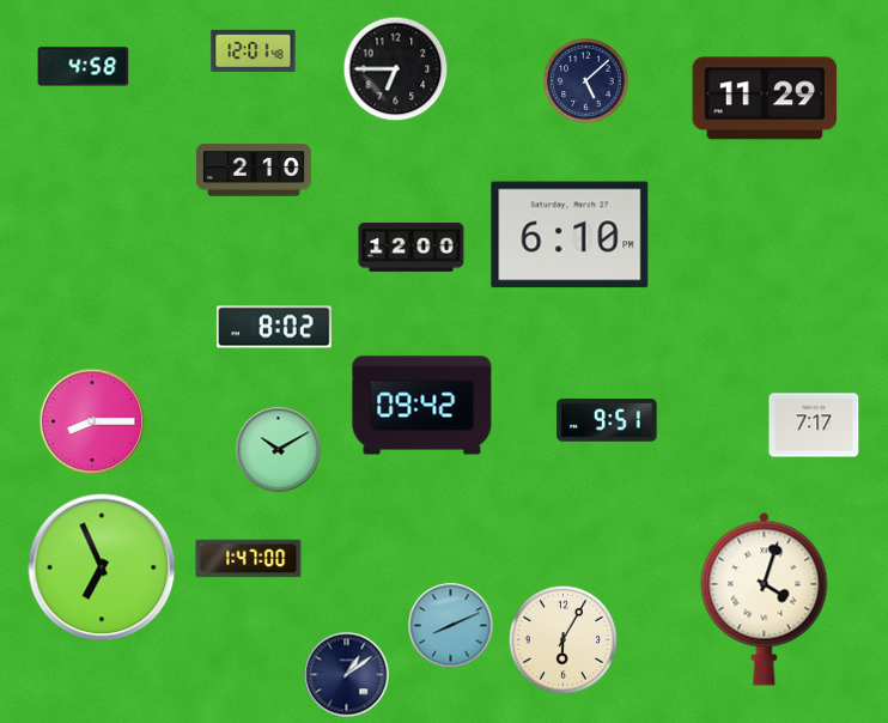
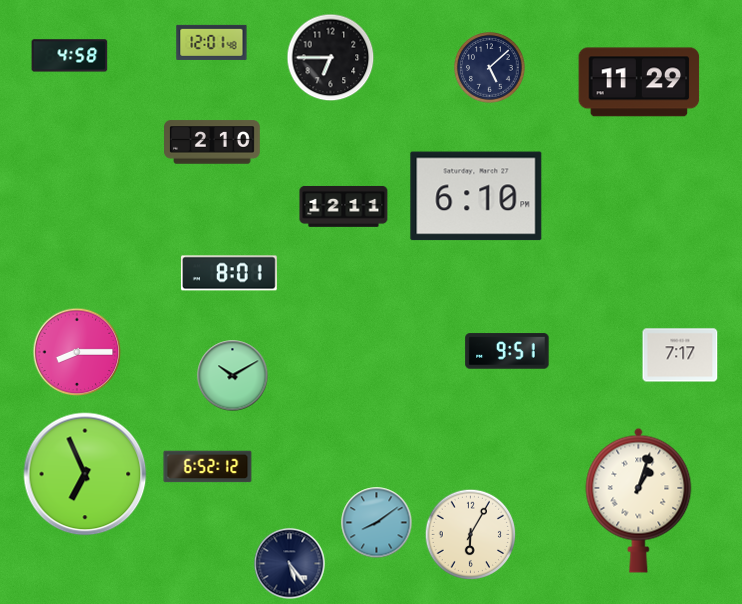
clock at (412, 247): 12:00 -> 12:11
clock at (274, 327): 8:02 -> 8:01
clock at (422, 406): 09:42 -> none
clock at (249, 559): 1:47 -> 6:52
clock at (765, 599): 4:03 -> 1:03
clock at (451, 626): 8:11 -> 8:09
clock at (347, 675): 1:09 -> 5:24
